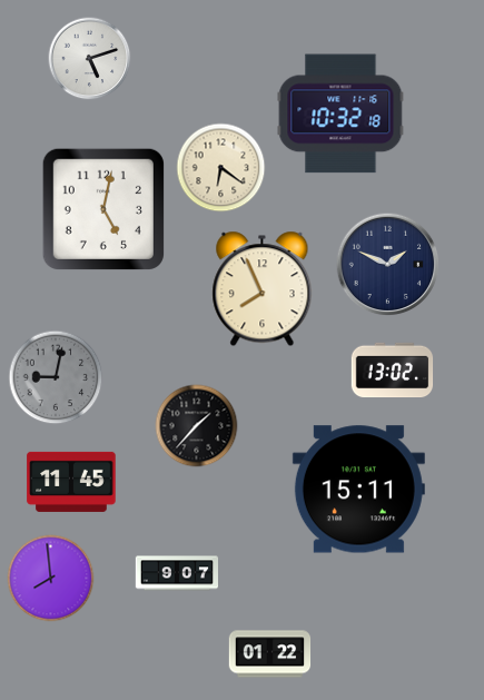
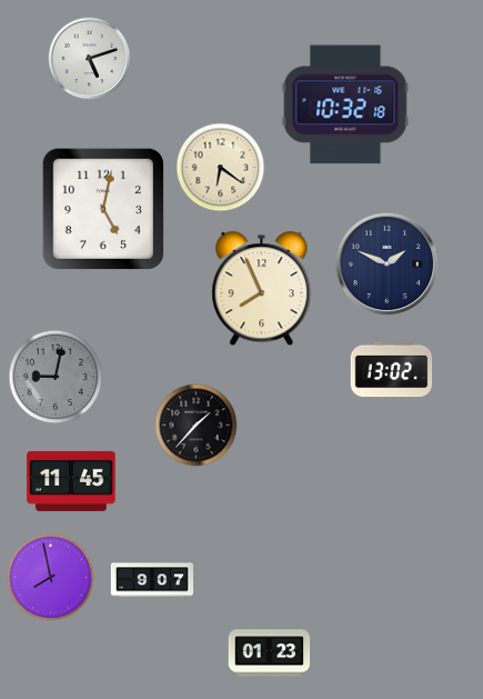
clock at (340, 114) position: (340, 114) -> (345, 104)
clock at (358, 490): 15:11 -> none
clock at (176, 573) position: (176, 573) -> (151, 580)
clock at (51, 579): 7:59 -> 7:58
clock at (270, 654): 01:22 -> 01:23
